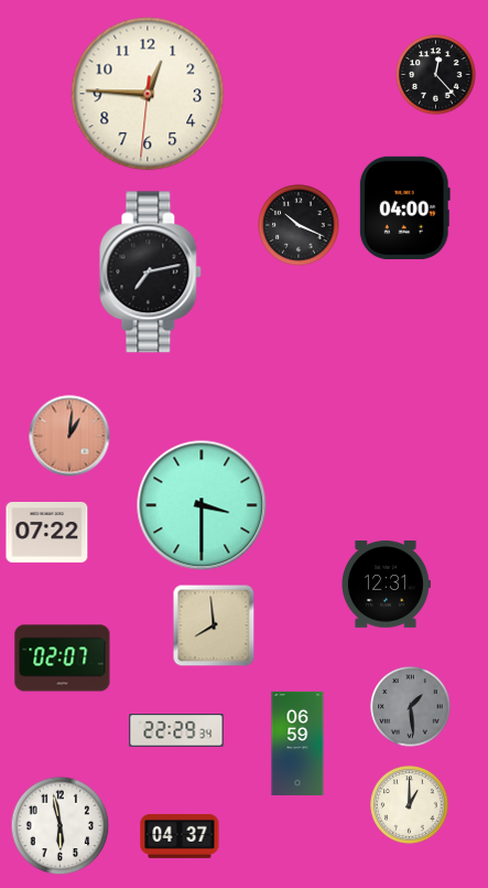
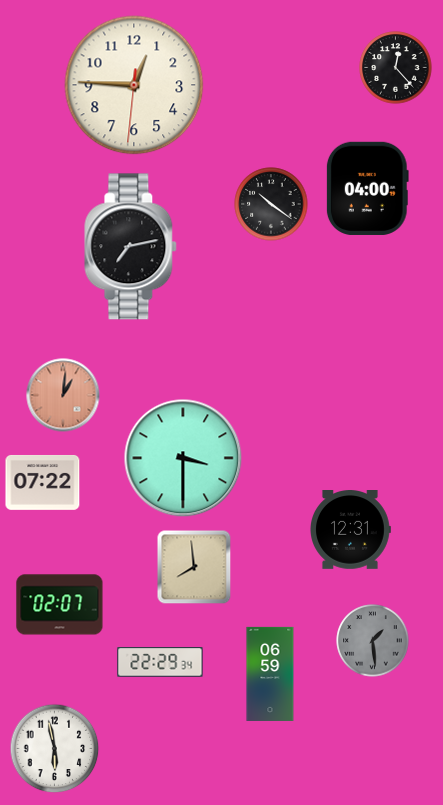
clock at (299, 225): 10:19 -> 10:21
clock at (151, 272) position: (151, 272) -> (131, 247)
clock at (63, 659) position: (63, 659) -> (60, 605)
clock at (410, 805): 1:00 -> none
clock at (180, 836): 04:37 -> none
